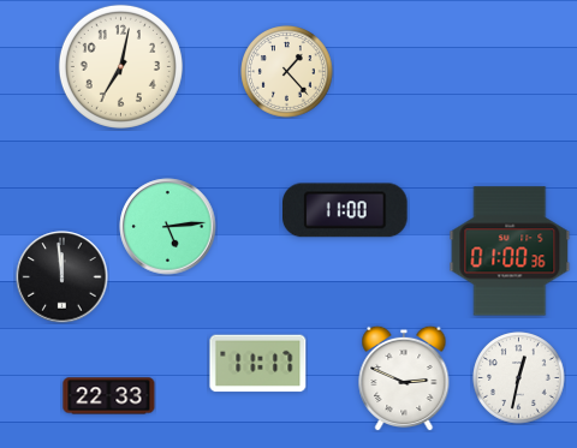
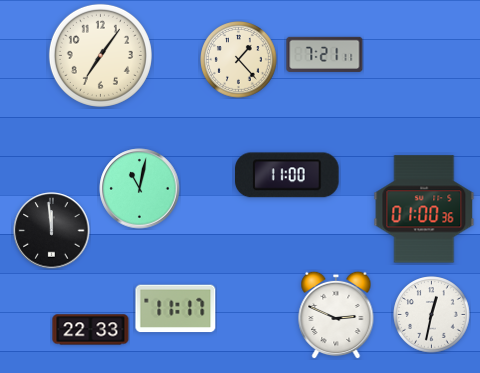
clock at (325, 54): none -> 7:21
clock at (120, 66): 7:02 -> 7:06
clock at (168, 227): 5:14 -> 11:02
clock at (258, 364) position: (258, 364) -> (176, 309)
